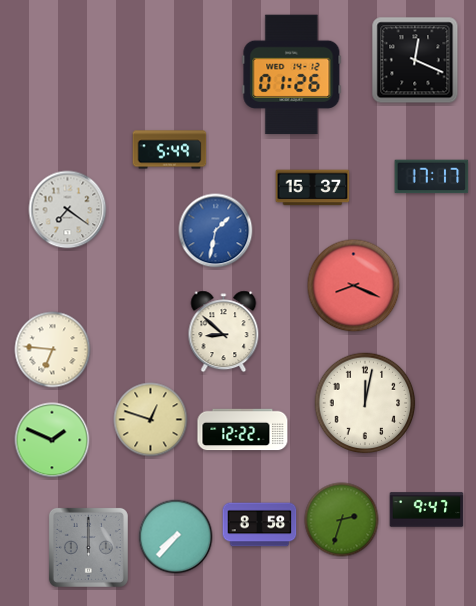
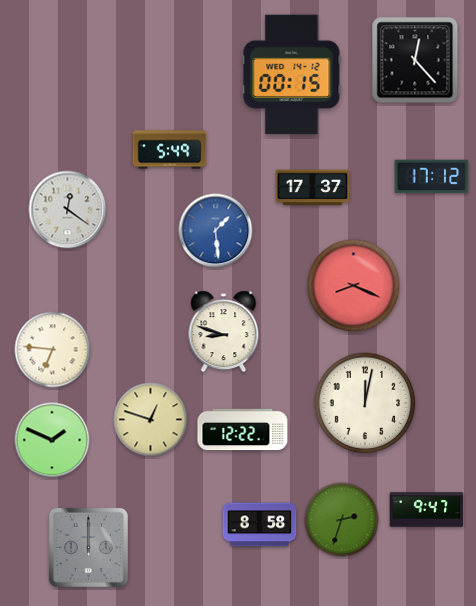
clock at (415, 60): 12:19 -> 12:23
clock at (292, 75): 01:26 -> 00:15
clock at (432, 177): 17:17 -> 17:12
clock at (313, 188): 15:37 -> 17:37
clock at (68, 210): 7:21 -> 12:21
clock at (216, 231): 1:32 -> 1:29
clock at (224, 332): 8:52 -> 8:48
clock at (176, 537): 7:37 -> none
